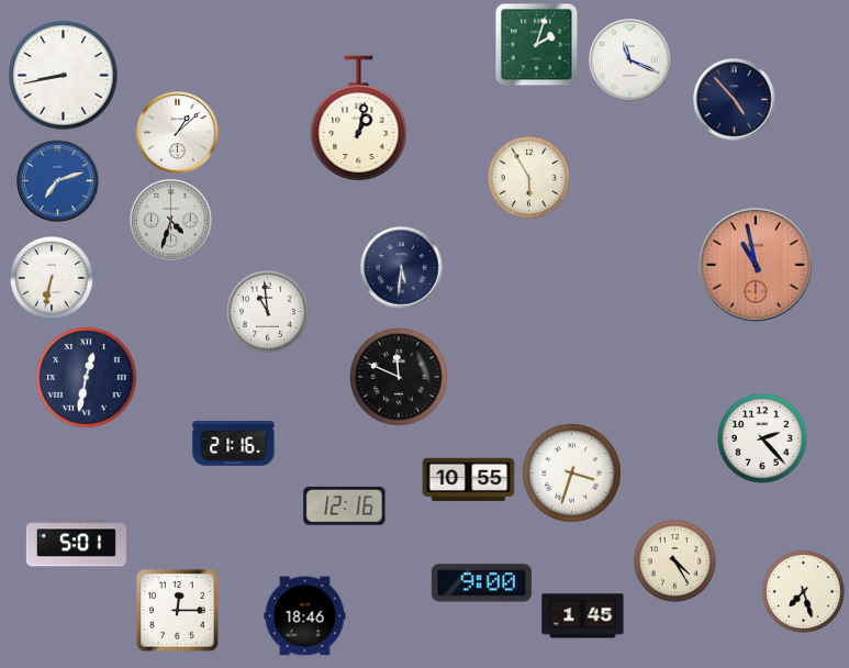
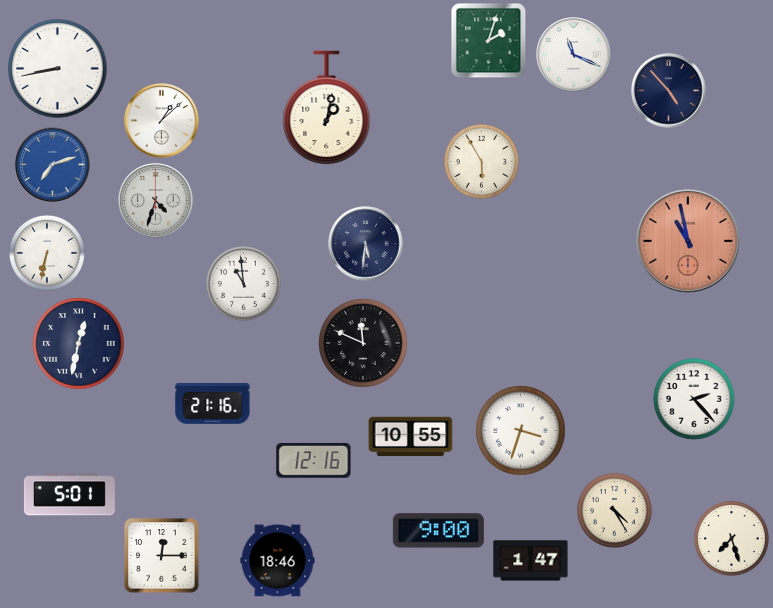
clock at (469, 480) position: (469, 480) -> (411, 437)
clock at (583, 616): 1:45 -> 1:47
